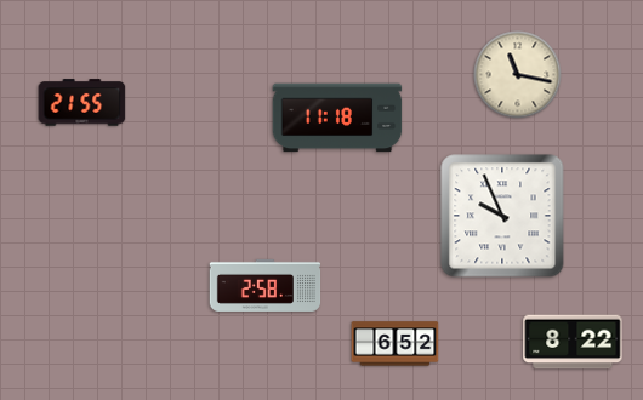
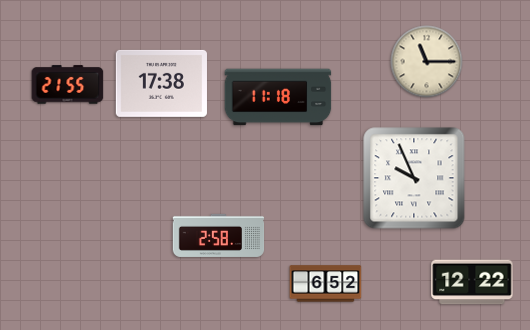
clock at (518, 75): 11:17 -> 11:15
clock at (161, 83): none -> 17:38
clock at (573, 342): 8:22 -> 12:22
